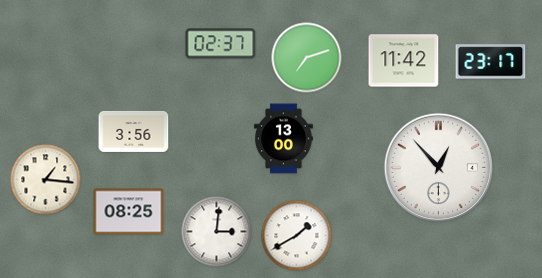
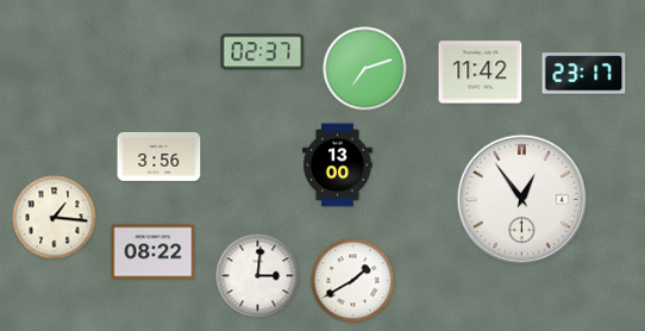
clock at (438, 167): 12:53 -> 12:54
clock at (46, 180) position: (46, 180) -> (55, 218)
clock at (129, 212): 08:25 -> 08:22
